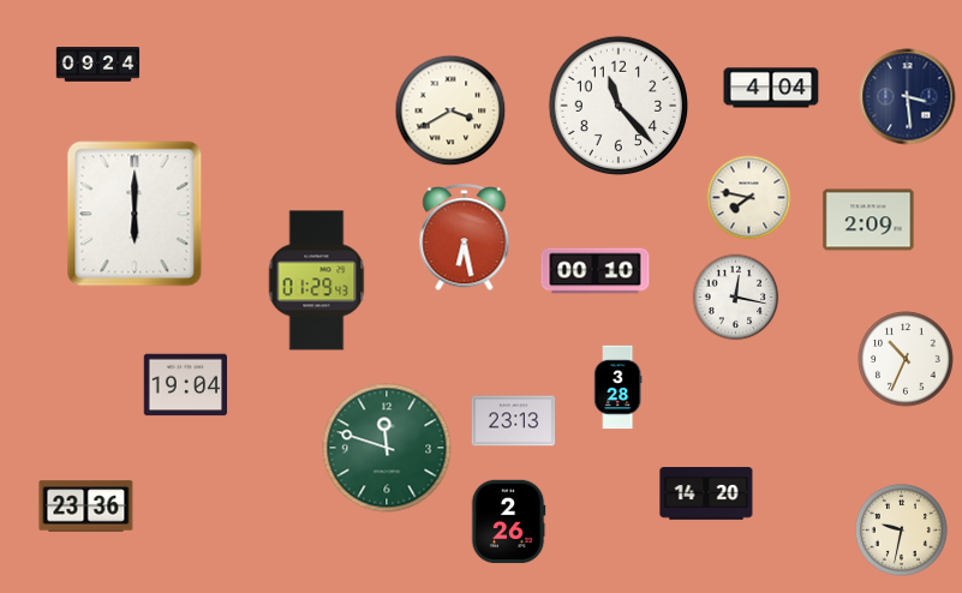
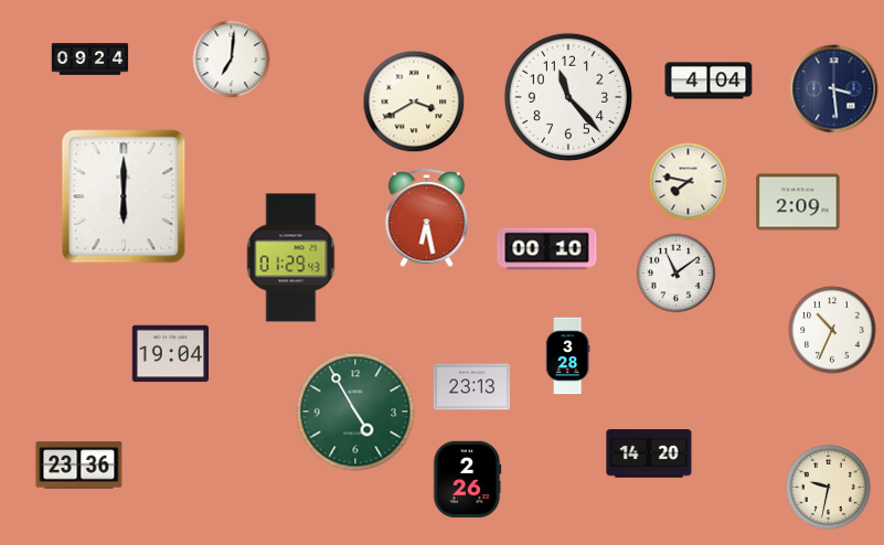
clock at (232, 60): none -> 7:01
clock at (736, 298): 12:17 -> 11:09
clock at (387, 448): 11:48 -> 4:55
